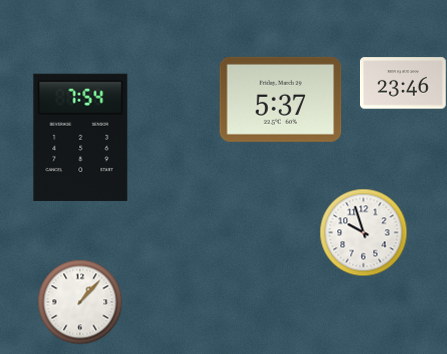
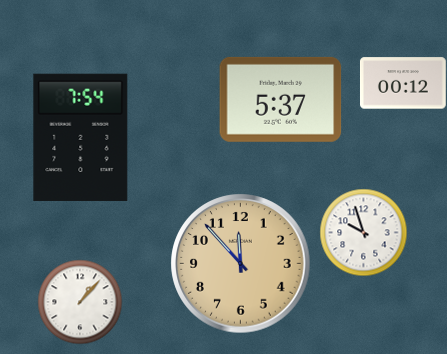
clock at (404, 83): 23:46 -> 00:12
clock at (241, 264): none -> 11:53
